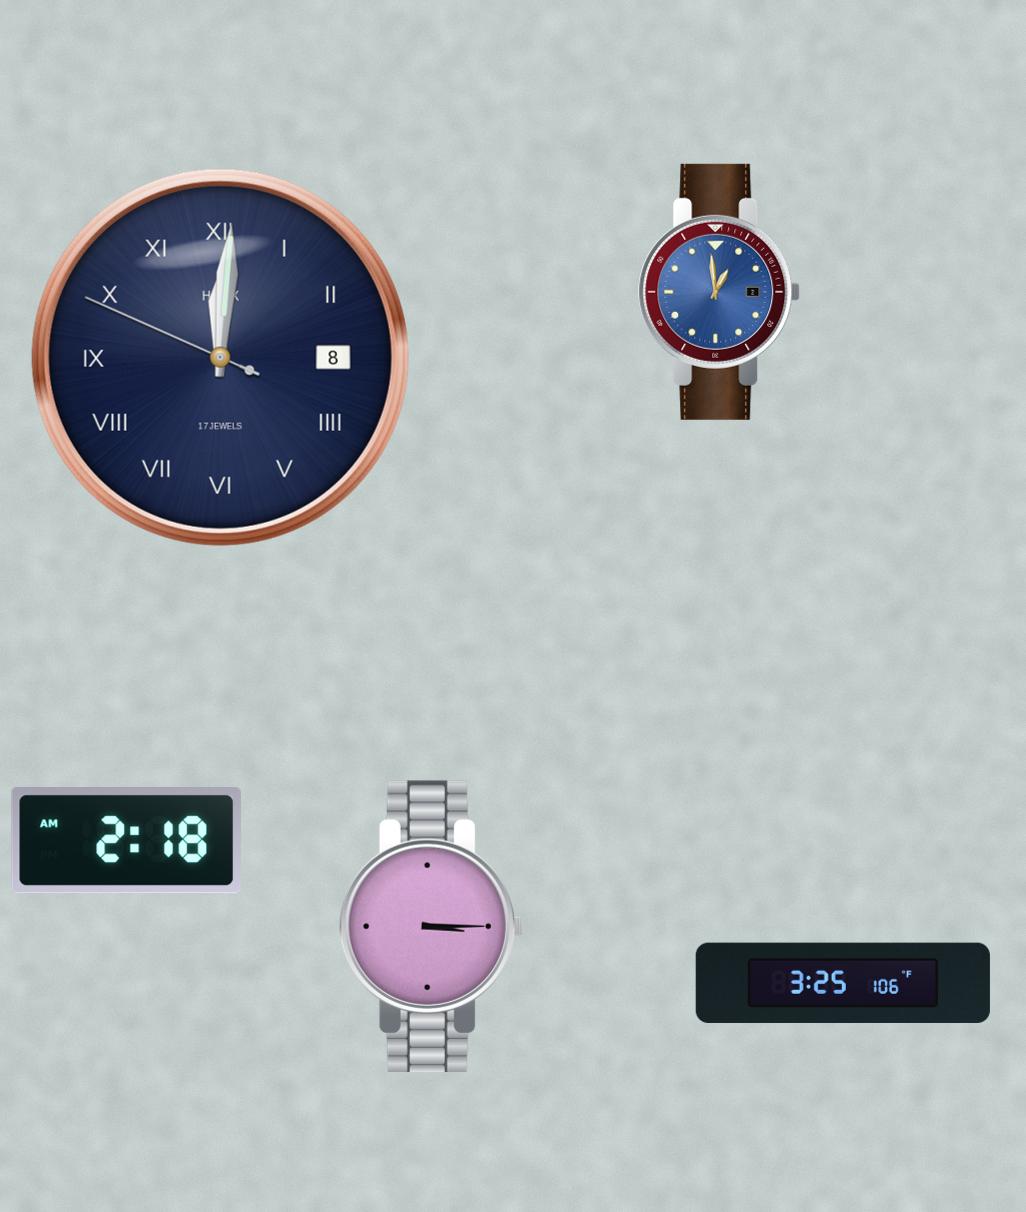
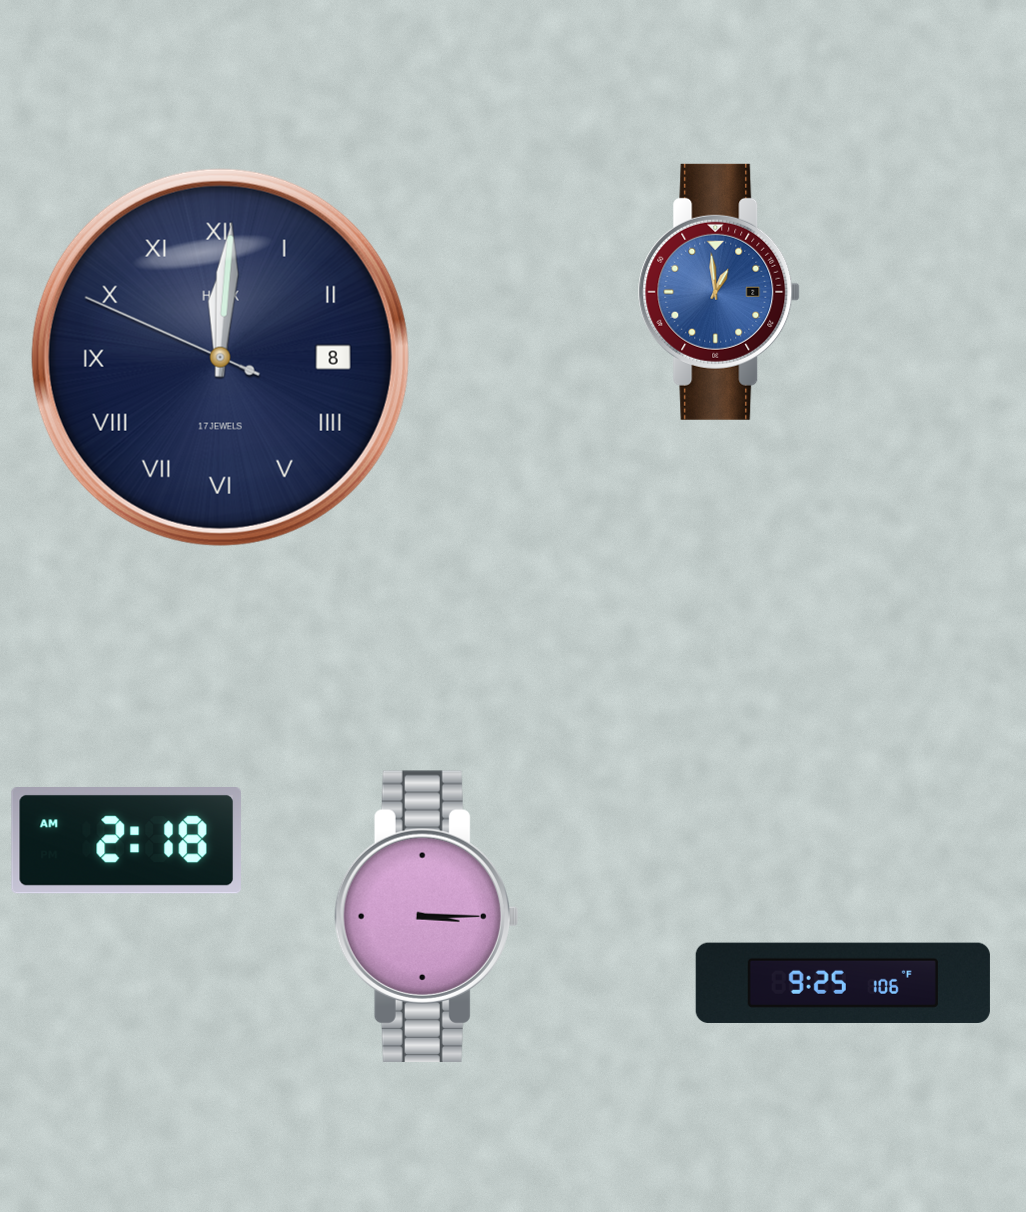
clock at (431, 926) position: (431, 926) -> (426, 916)
clock at (843, 983): 3:25 -> 9:25
